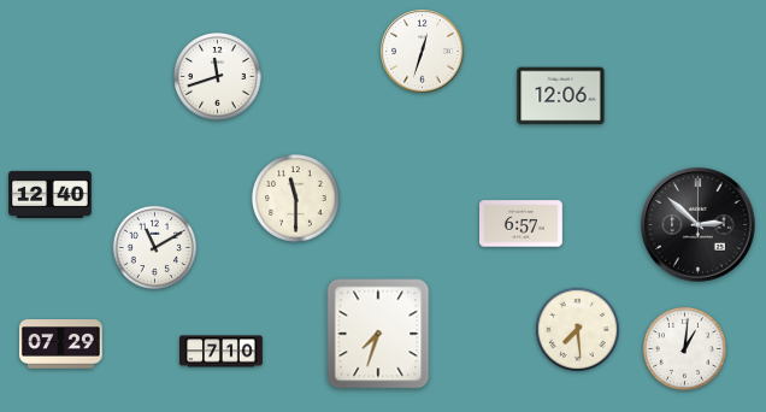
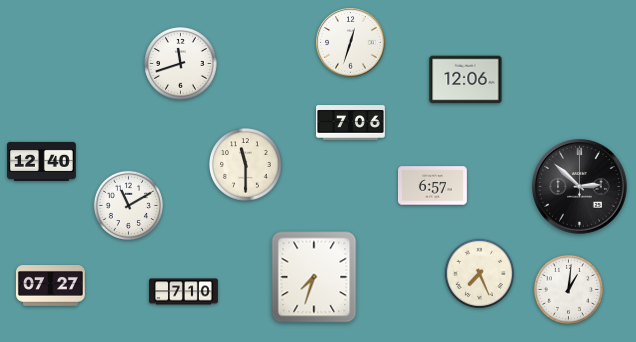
clock at (351, 123): none -> 7:06
clock at (577, 329): 7:29 -> 7:26
clock at (60, 345): 07:29 -> 07:27
